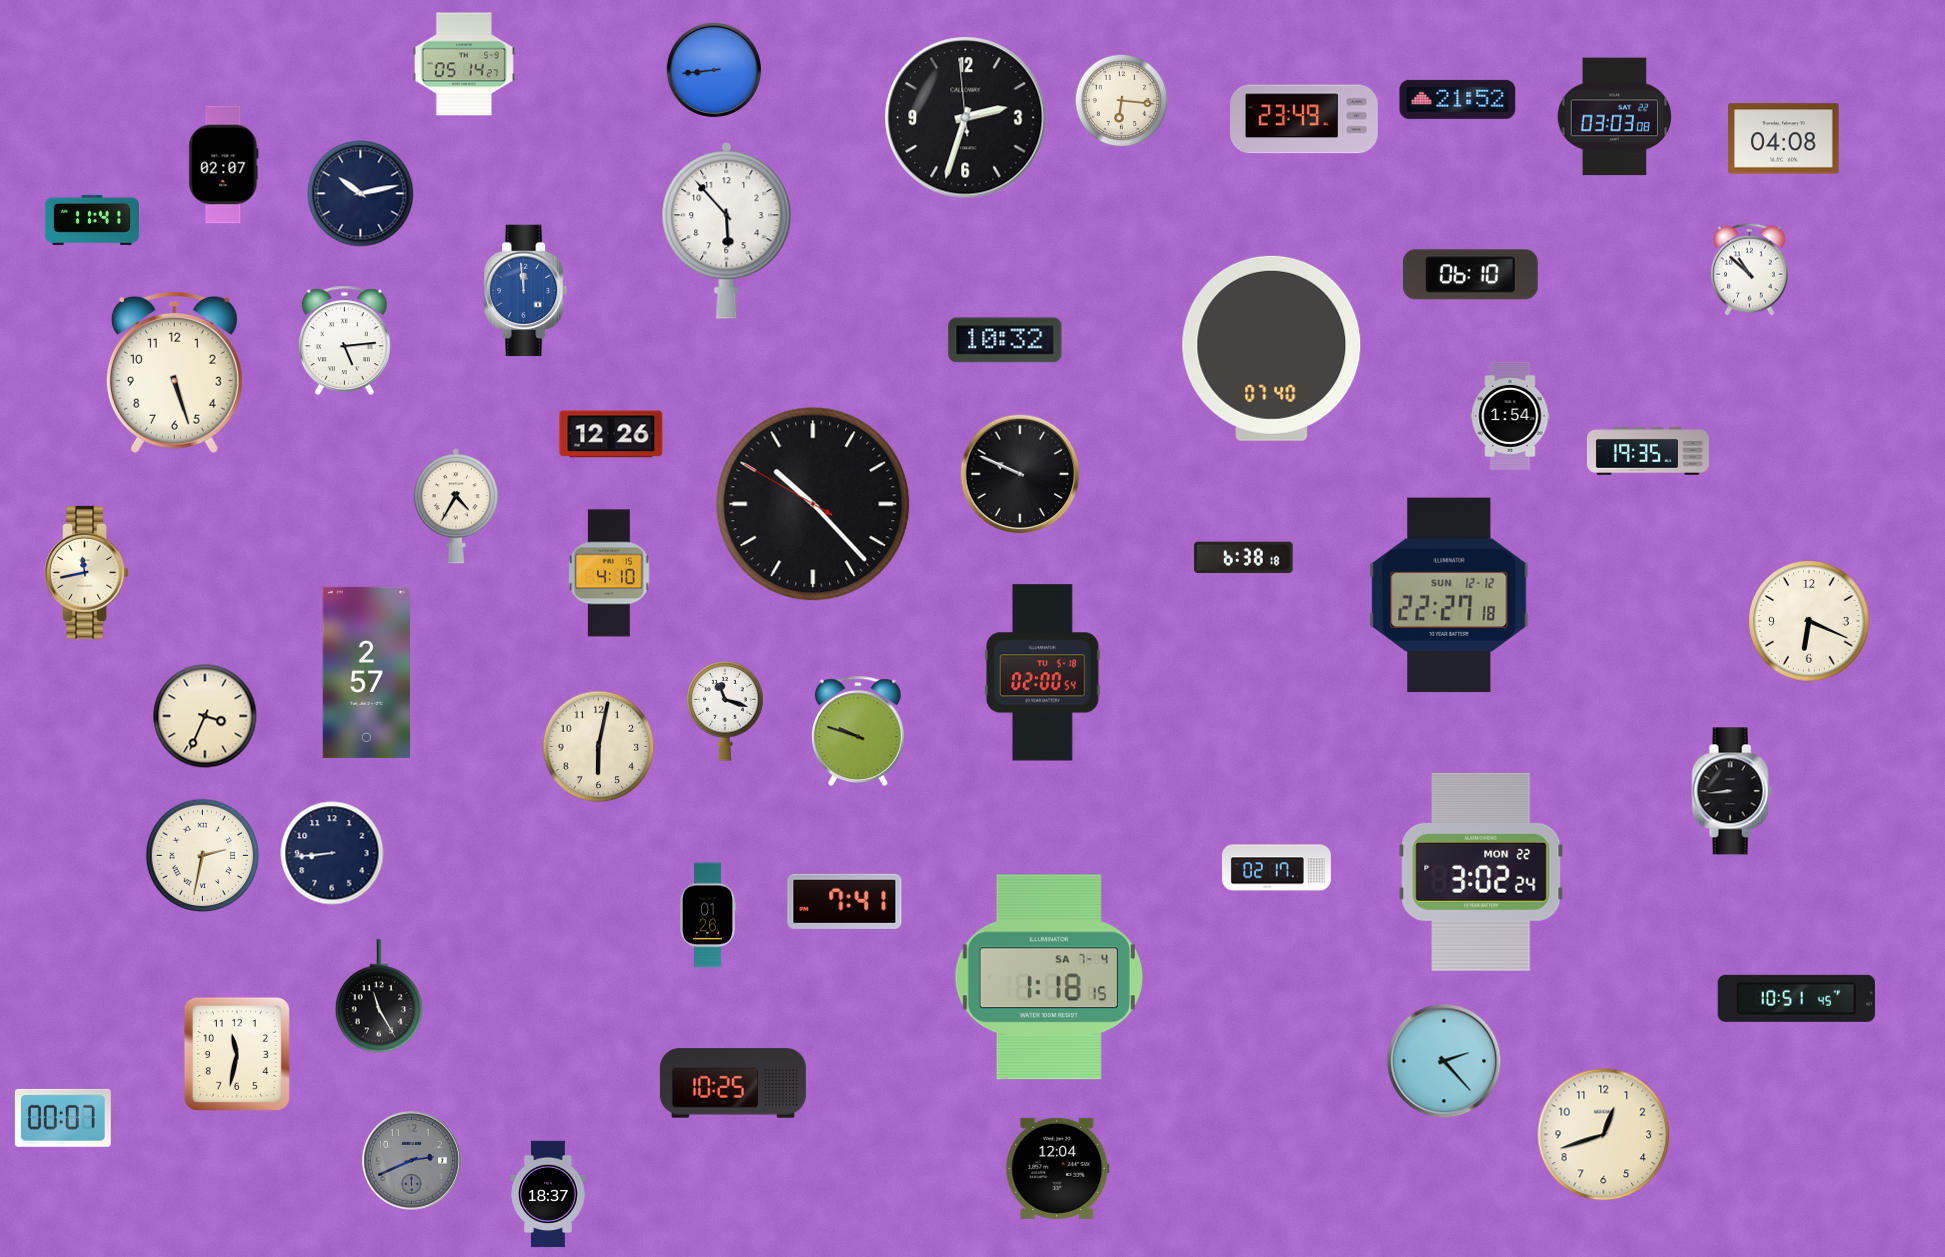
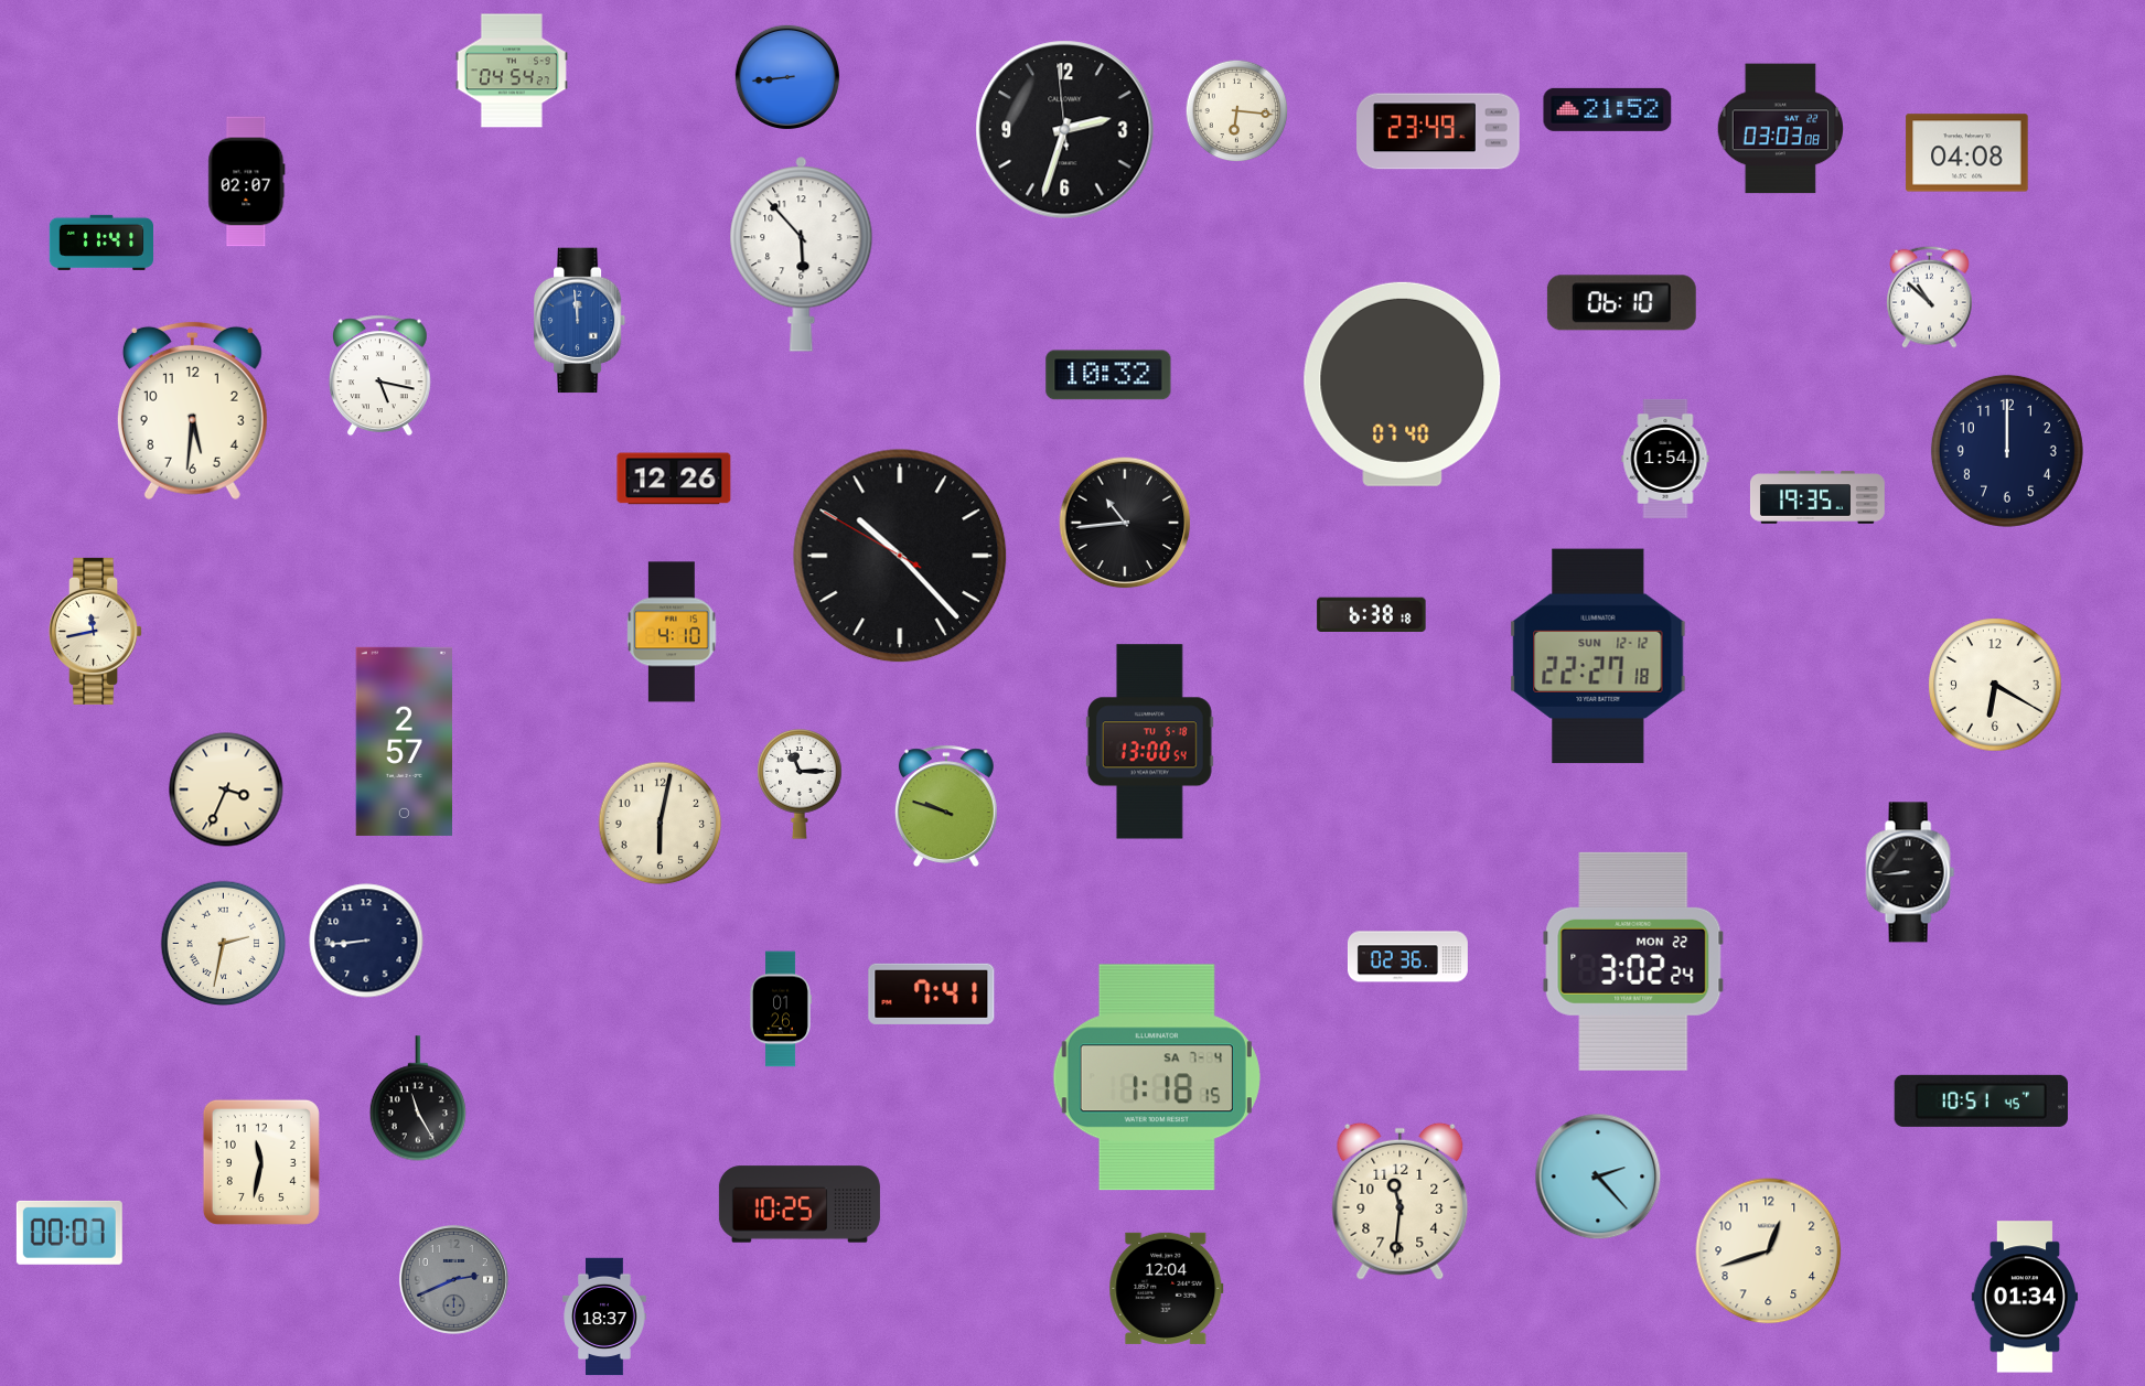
clock at (464, 64): 05:14 -> 04:54
clock at (361, 194): 10:13 -> none
clock at (344, 341): 5:14 -> 5:17
clock at (174, 372): 5:27 -> 5:31
clock at (2007, 451): none -> 12:00
clock at (1020, 474): 9:49 -> 10:44
clock at (813, 504) position: (813, 504) -> (900, 556)
clock at (455, 506): 4:35 -> none
clock at (1809, 621): 6:19 -> 6:20
clock at (1042, 673): 02:00 -> 13:00
clock at (725, 712): 11:18 -> 11:15
clock at (1276, 868): 02:17 -> 02:36
clock at (1444, 1061) position: (1444, 1061) -> (1598, 1177)
clock at (733, 1083) position: (733, 1083) -> (800, 1204)
clock at (1401, 1201): none -> 11:31
clock at (2025, 1297): none -> 01:34
